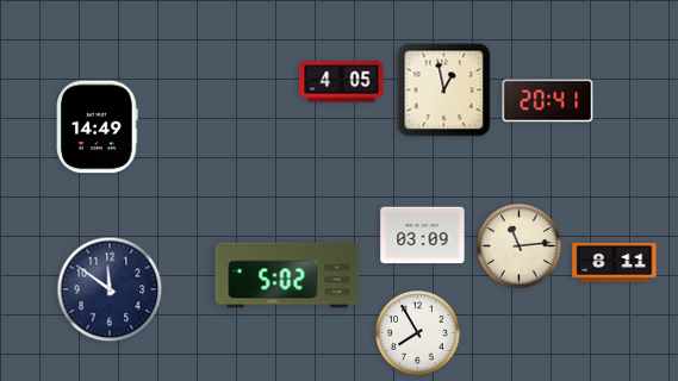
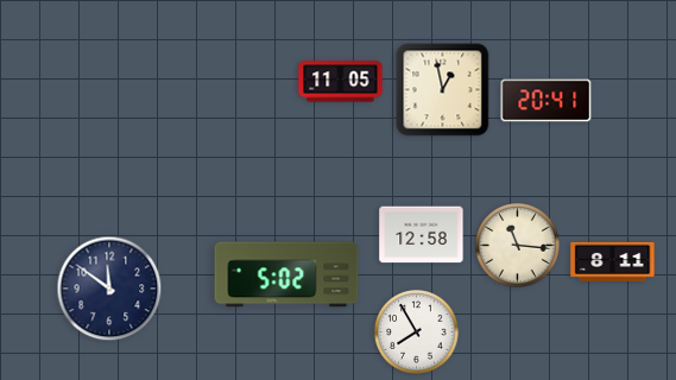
clock at (342, 82): 4:05 -> 11:05
clock at (98, 127): 14:49 -> none
clock at (423, 236): 03:09 -> 12:58
clock at (520, 246): 11:14 -> 11:16
